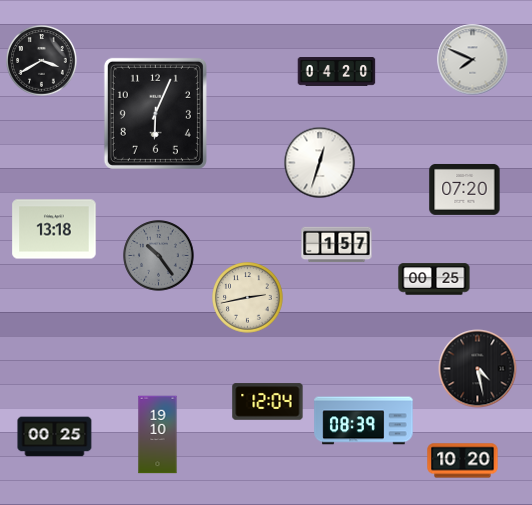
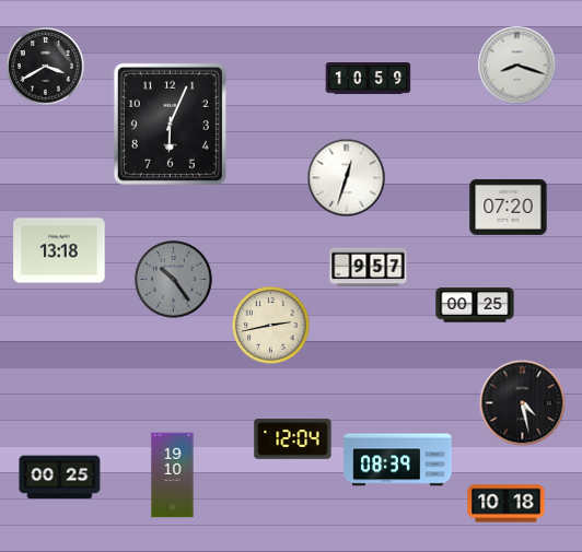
clock at (473, 60): 7:49 -> 8:18
clock at (337, 72): 04:20 -> 10:59
clock at (320, 163) position: (320, 163) -> (347, 178)
clock at (337, 245): 1:57 -> 9:57
clock at (463, 461): 10:20 -> 10:18
